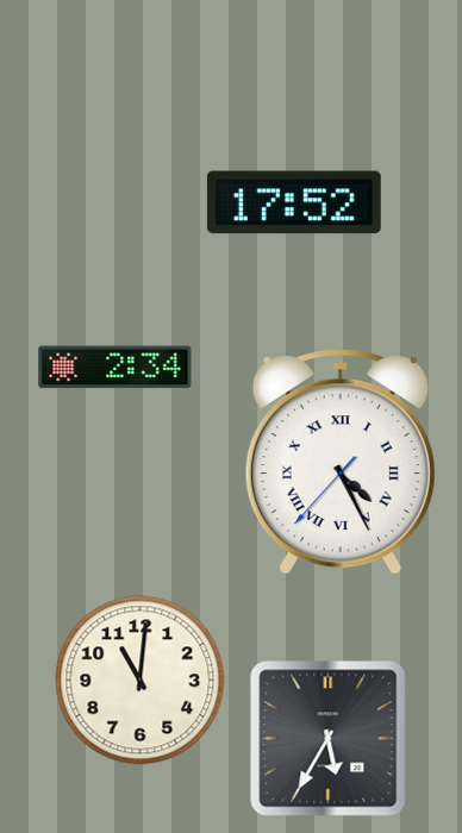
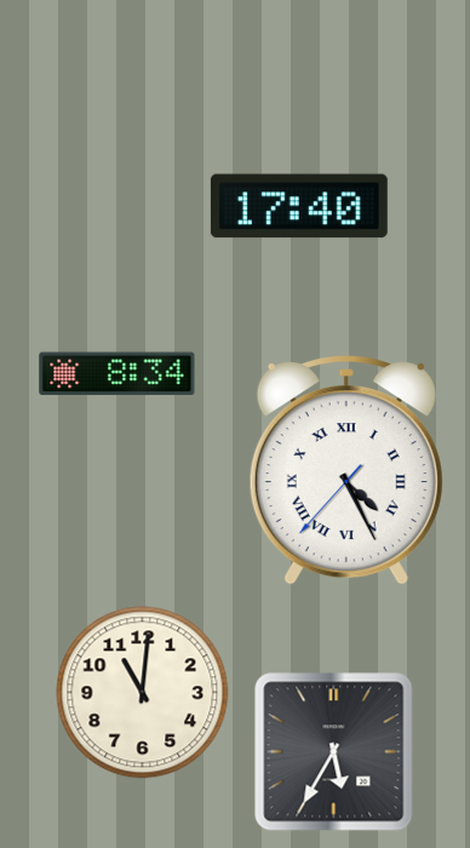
clock at (294, 202): 17:52 -> 17:40
clock at (115, 368): 2:34 -> 8:34
